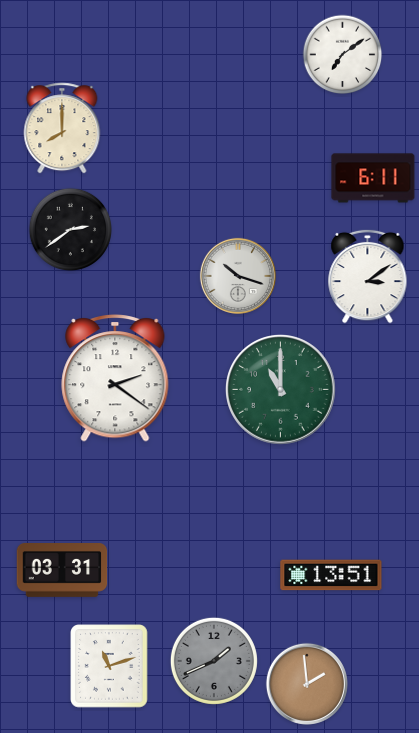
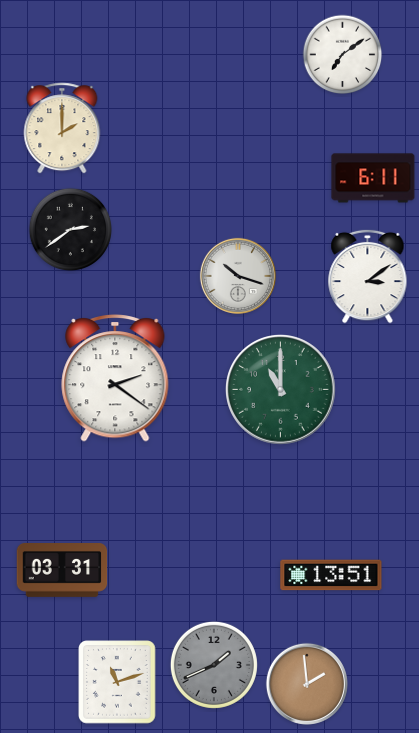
clock at (62, 128): 8:00 -> 2:00
clock at (214, 661) position: (214, 661) -> (214, 665)
clock at (109, 666) position: (109, 666) -> (117, 682)
